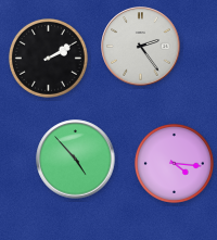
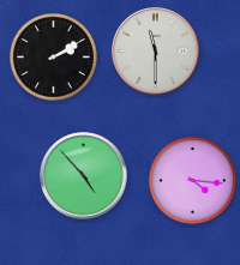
clock at (141, 47): 2:24 -> 11:30
clock at (48, 58) position: (48, 58) -> (53, 56)
